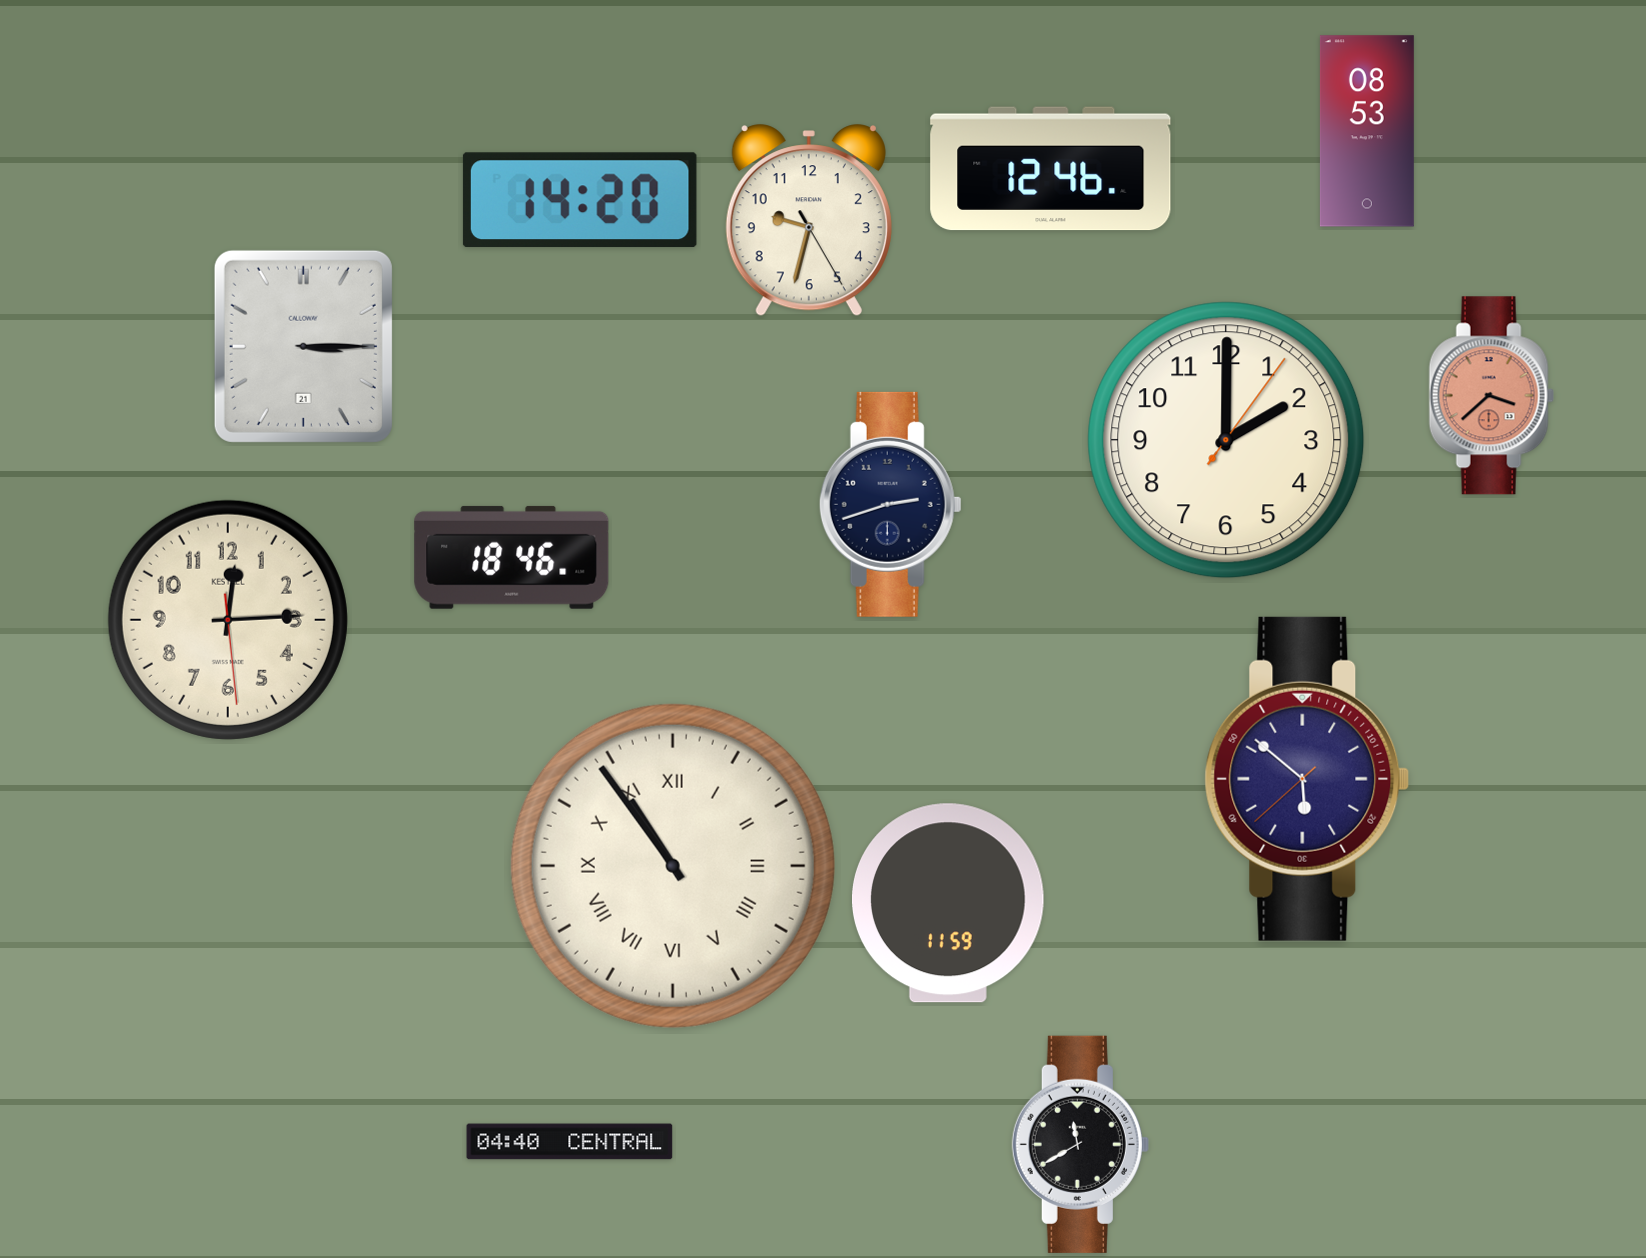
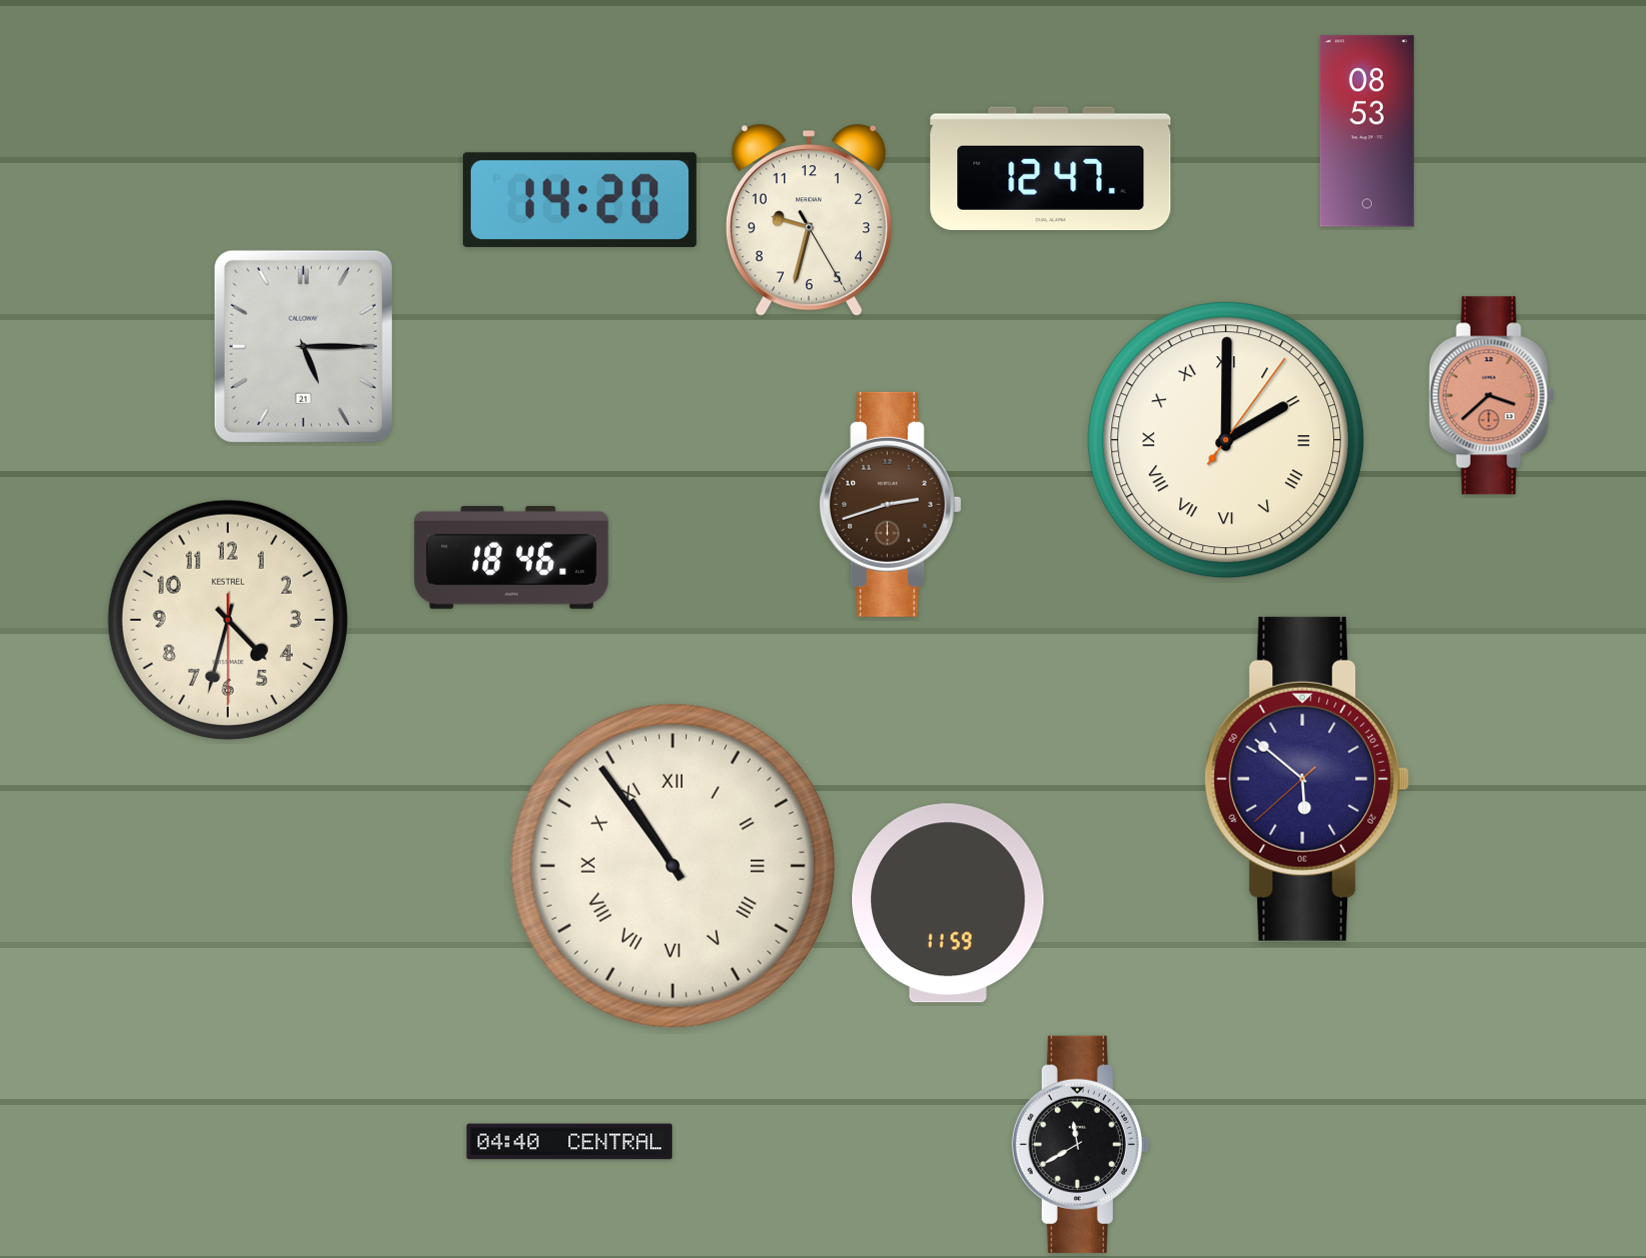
clock at (1051, 169): 12:46 -> 12:47
clock at (303, 346): 3:15 -> 5:15
clock at (1226, 440) numerals: Arabic -> Roman
clock at (890, 504) dial: navy -> brown
clock at (228, 620): 12:14 -> 4:32
